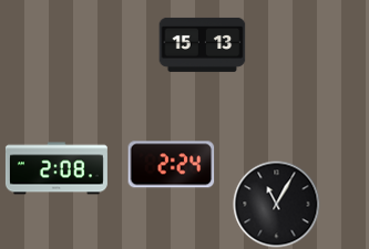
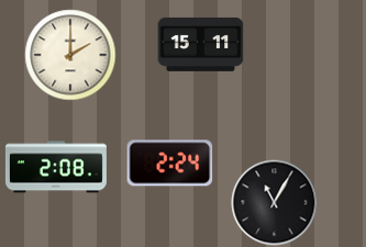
clock at (202, 44): 15:13 -> 15:11
clock at (70, 55): none -> 2:00
